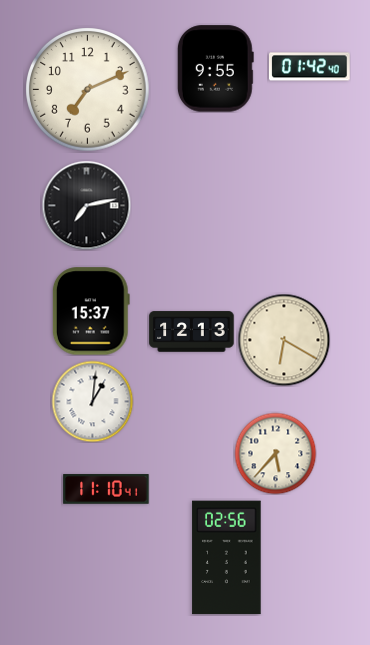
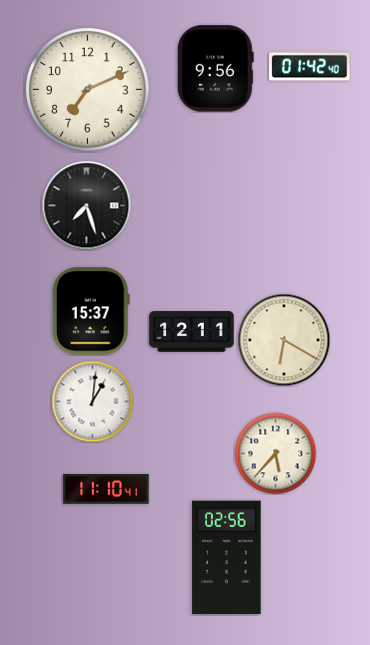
clock at (215, 69): 9:55 -> 9:56
clock at (86, 205): 7:13 -> 7:27
clock at (192, 332): 12:13 -> 12:11
